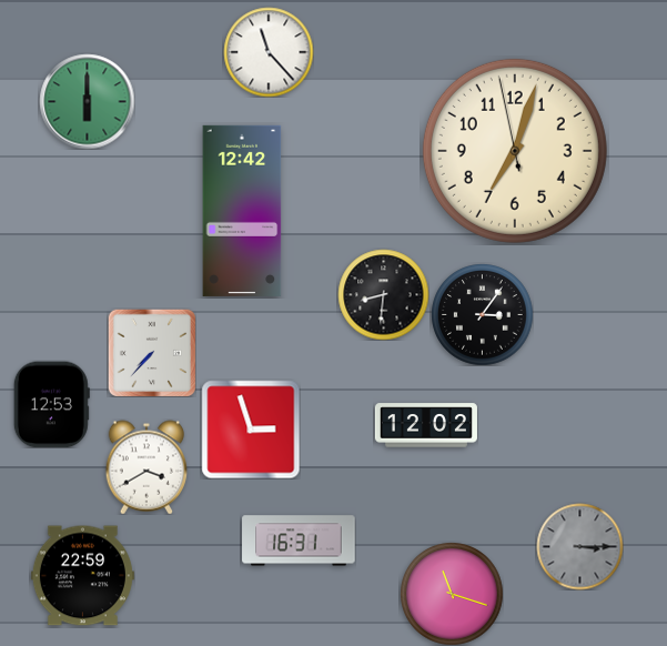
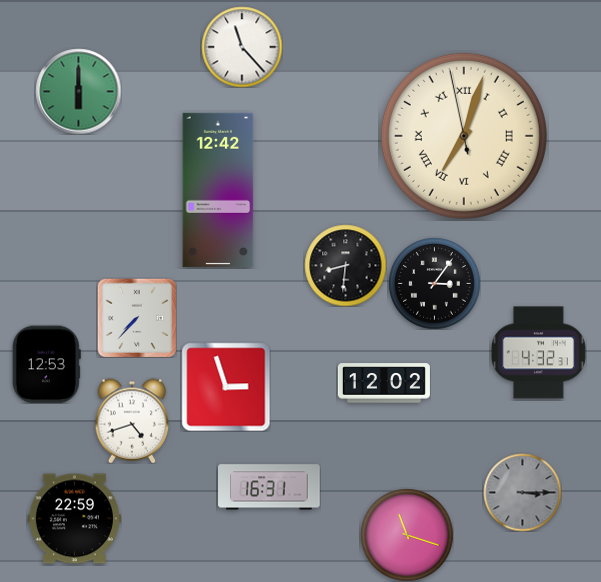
clock at (515, 151) numerals: Arabic -> Roman
clock at (538, 353): none -> 4:32
clock at (146, 467): 3:40 -> 4:42
